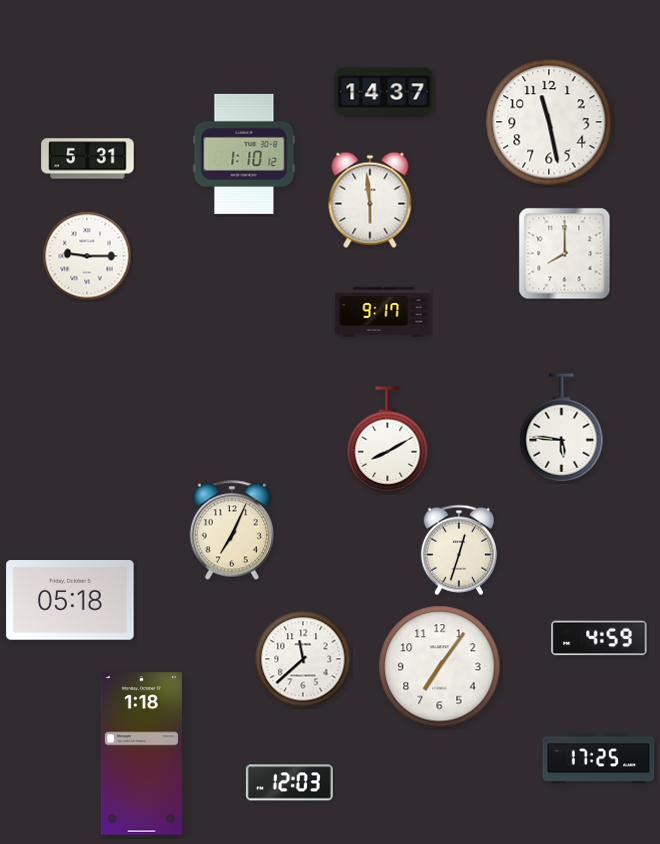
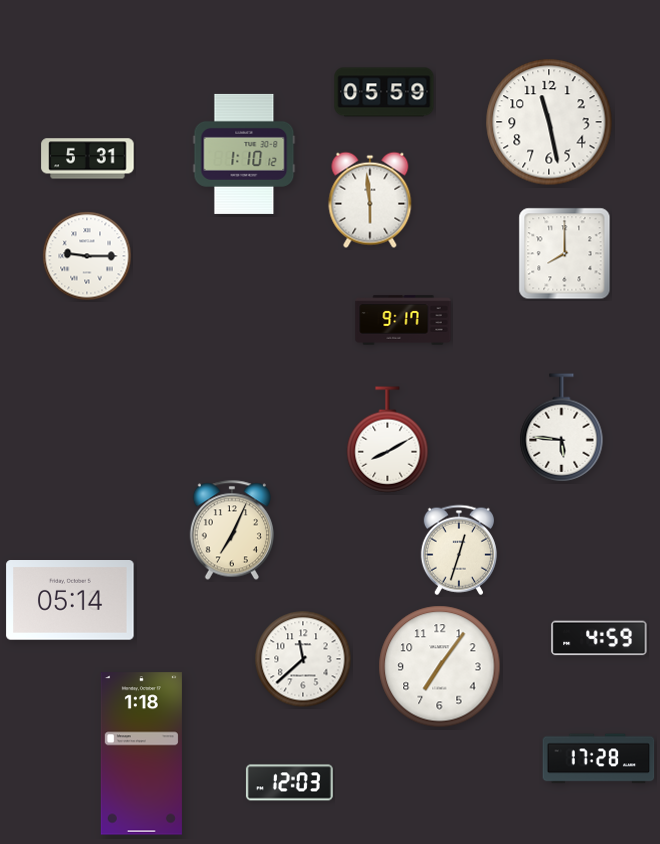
clock at (384, 92): 14:37 -> 05:59
clock at (383, 312) position: (383, 312) -> (403, 320)
clock at (70, 601): 05:18 -> 05:14
clock at (599, 759): 17:25 -> 17:28
